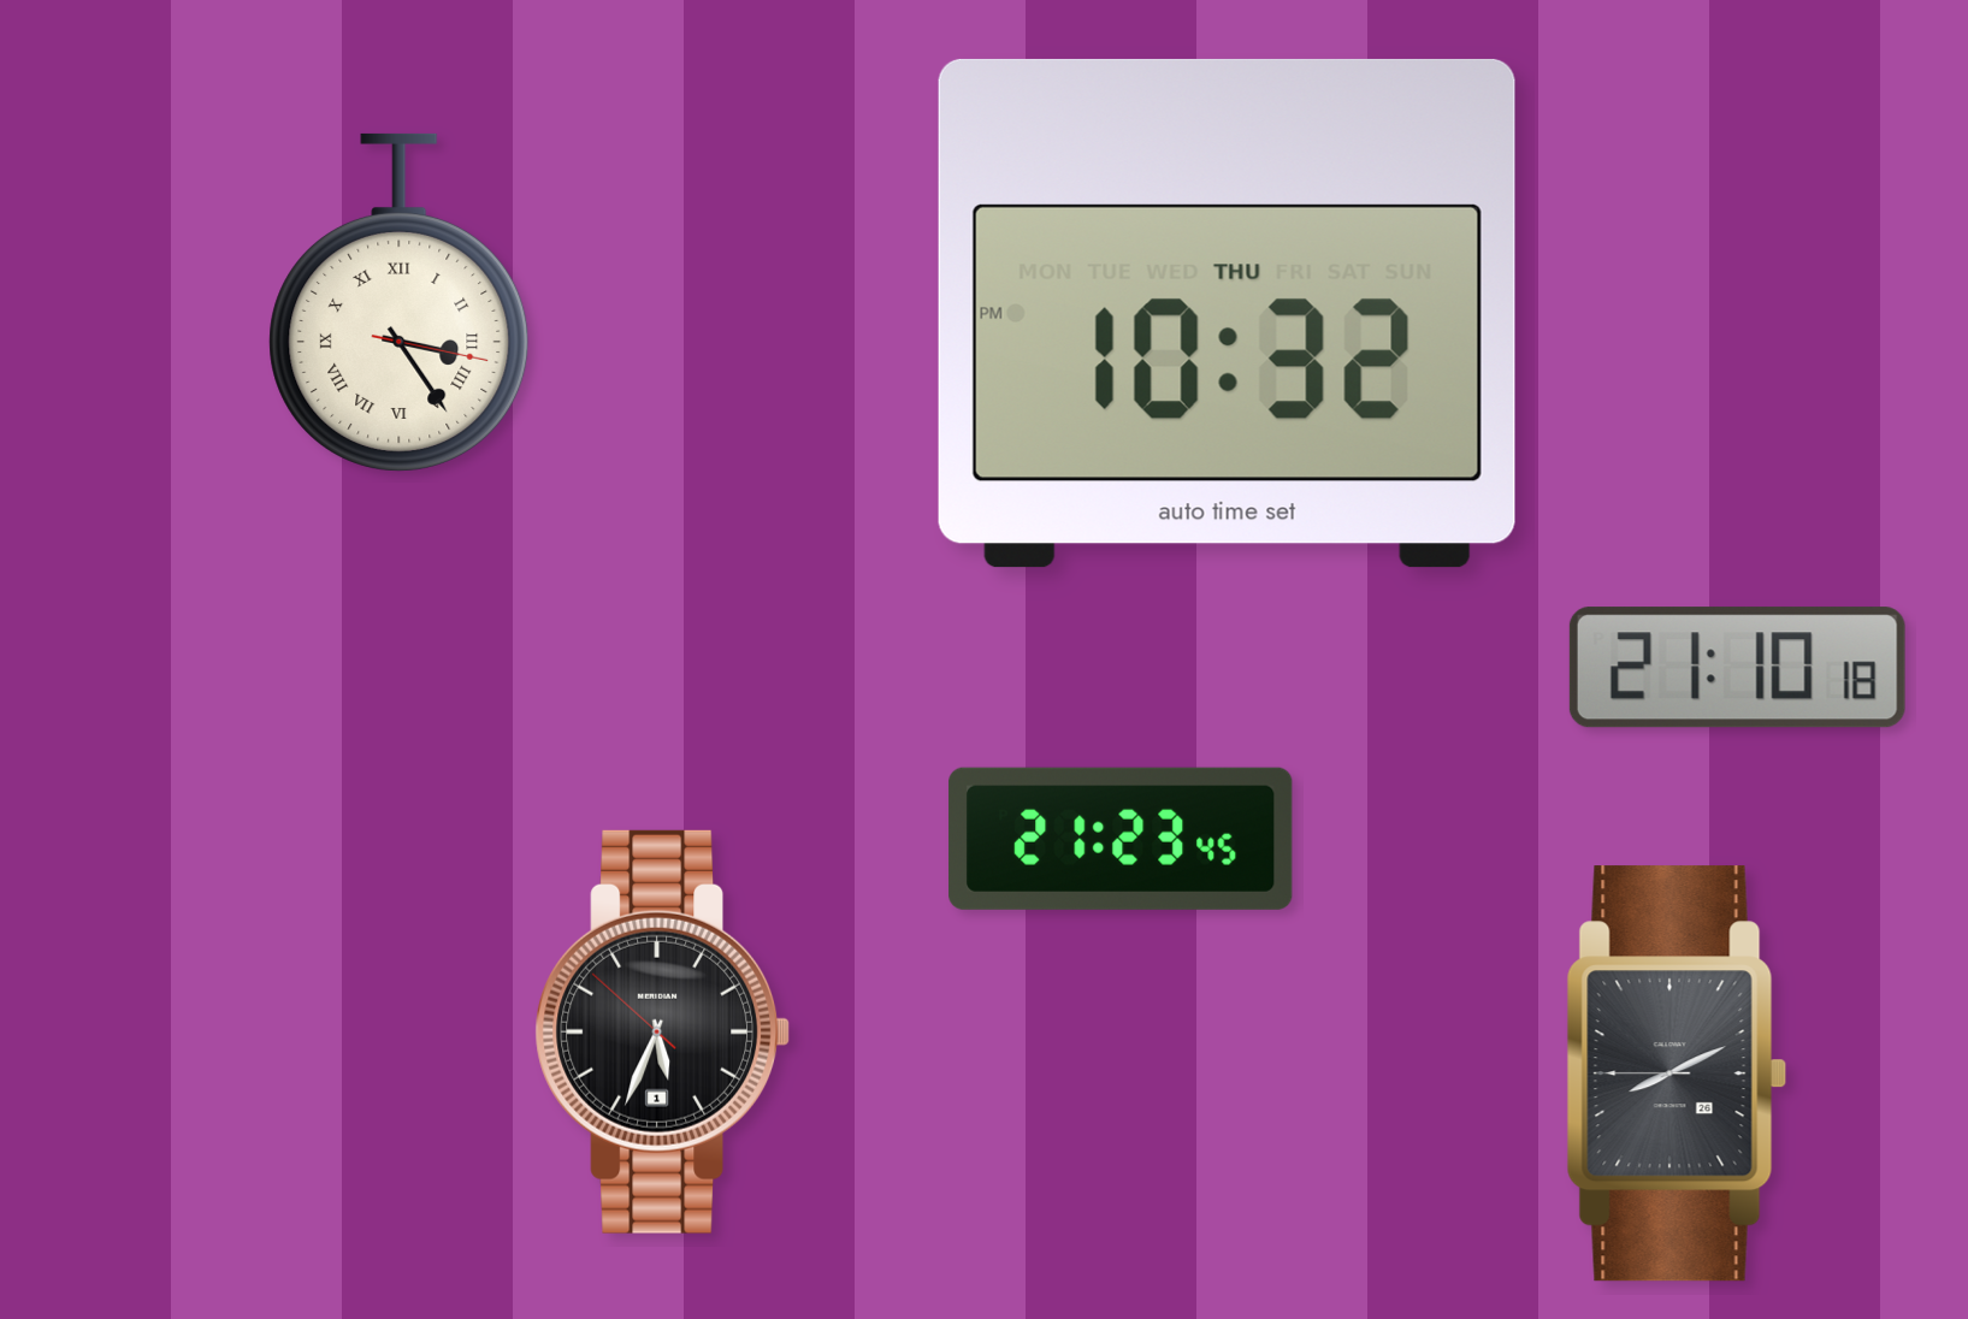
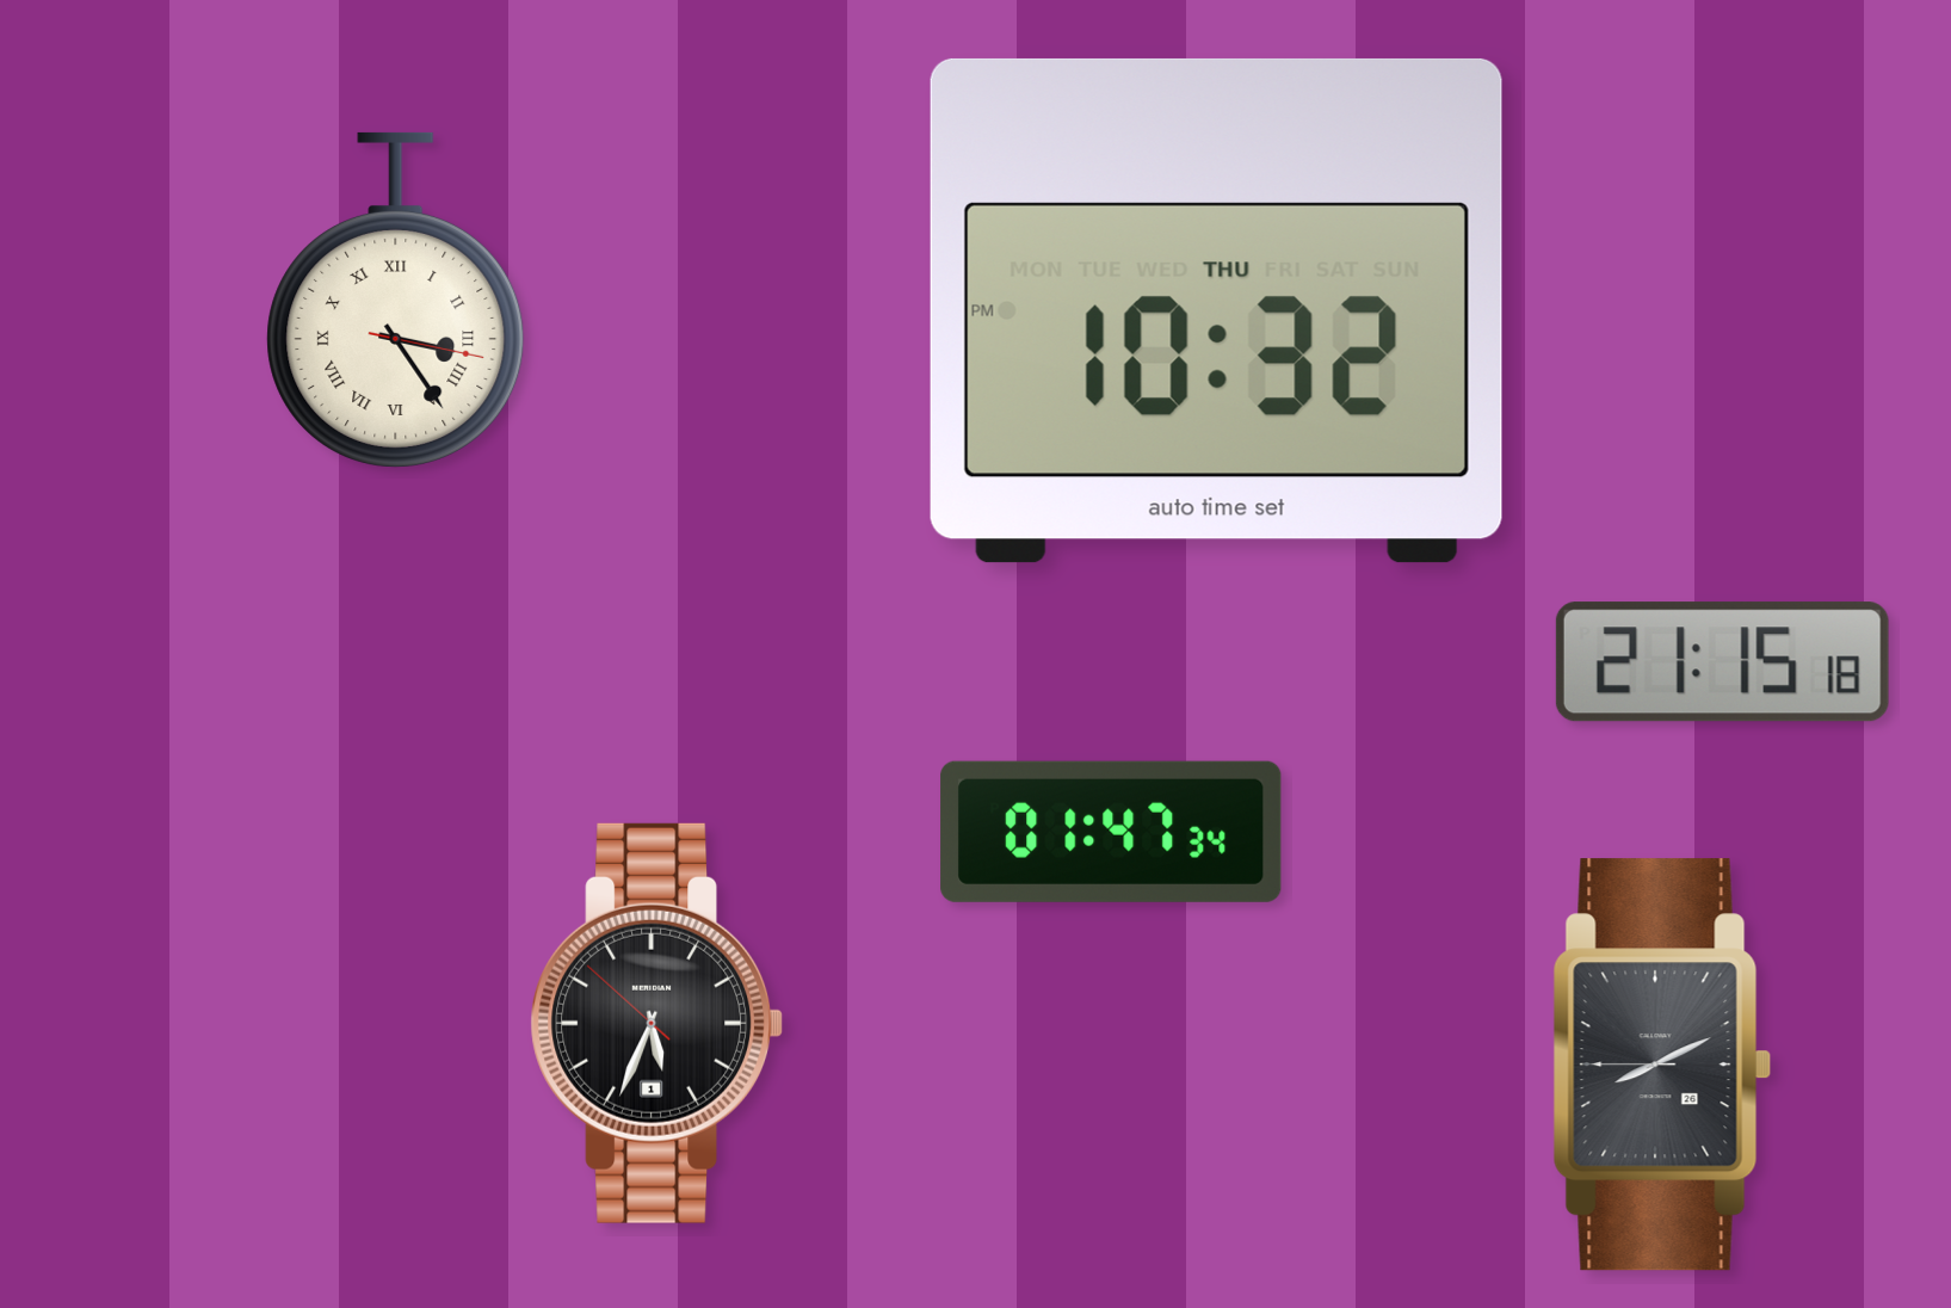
clock at (1737, 668): 21:10 -> 21:15
clock at (1121, 839): 21:23 -> 01:47
